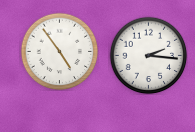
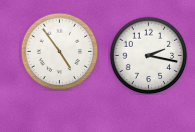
clock at (148, 55): 2:16 -> 2:17
